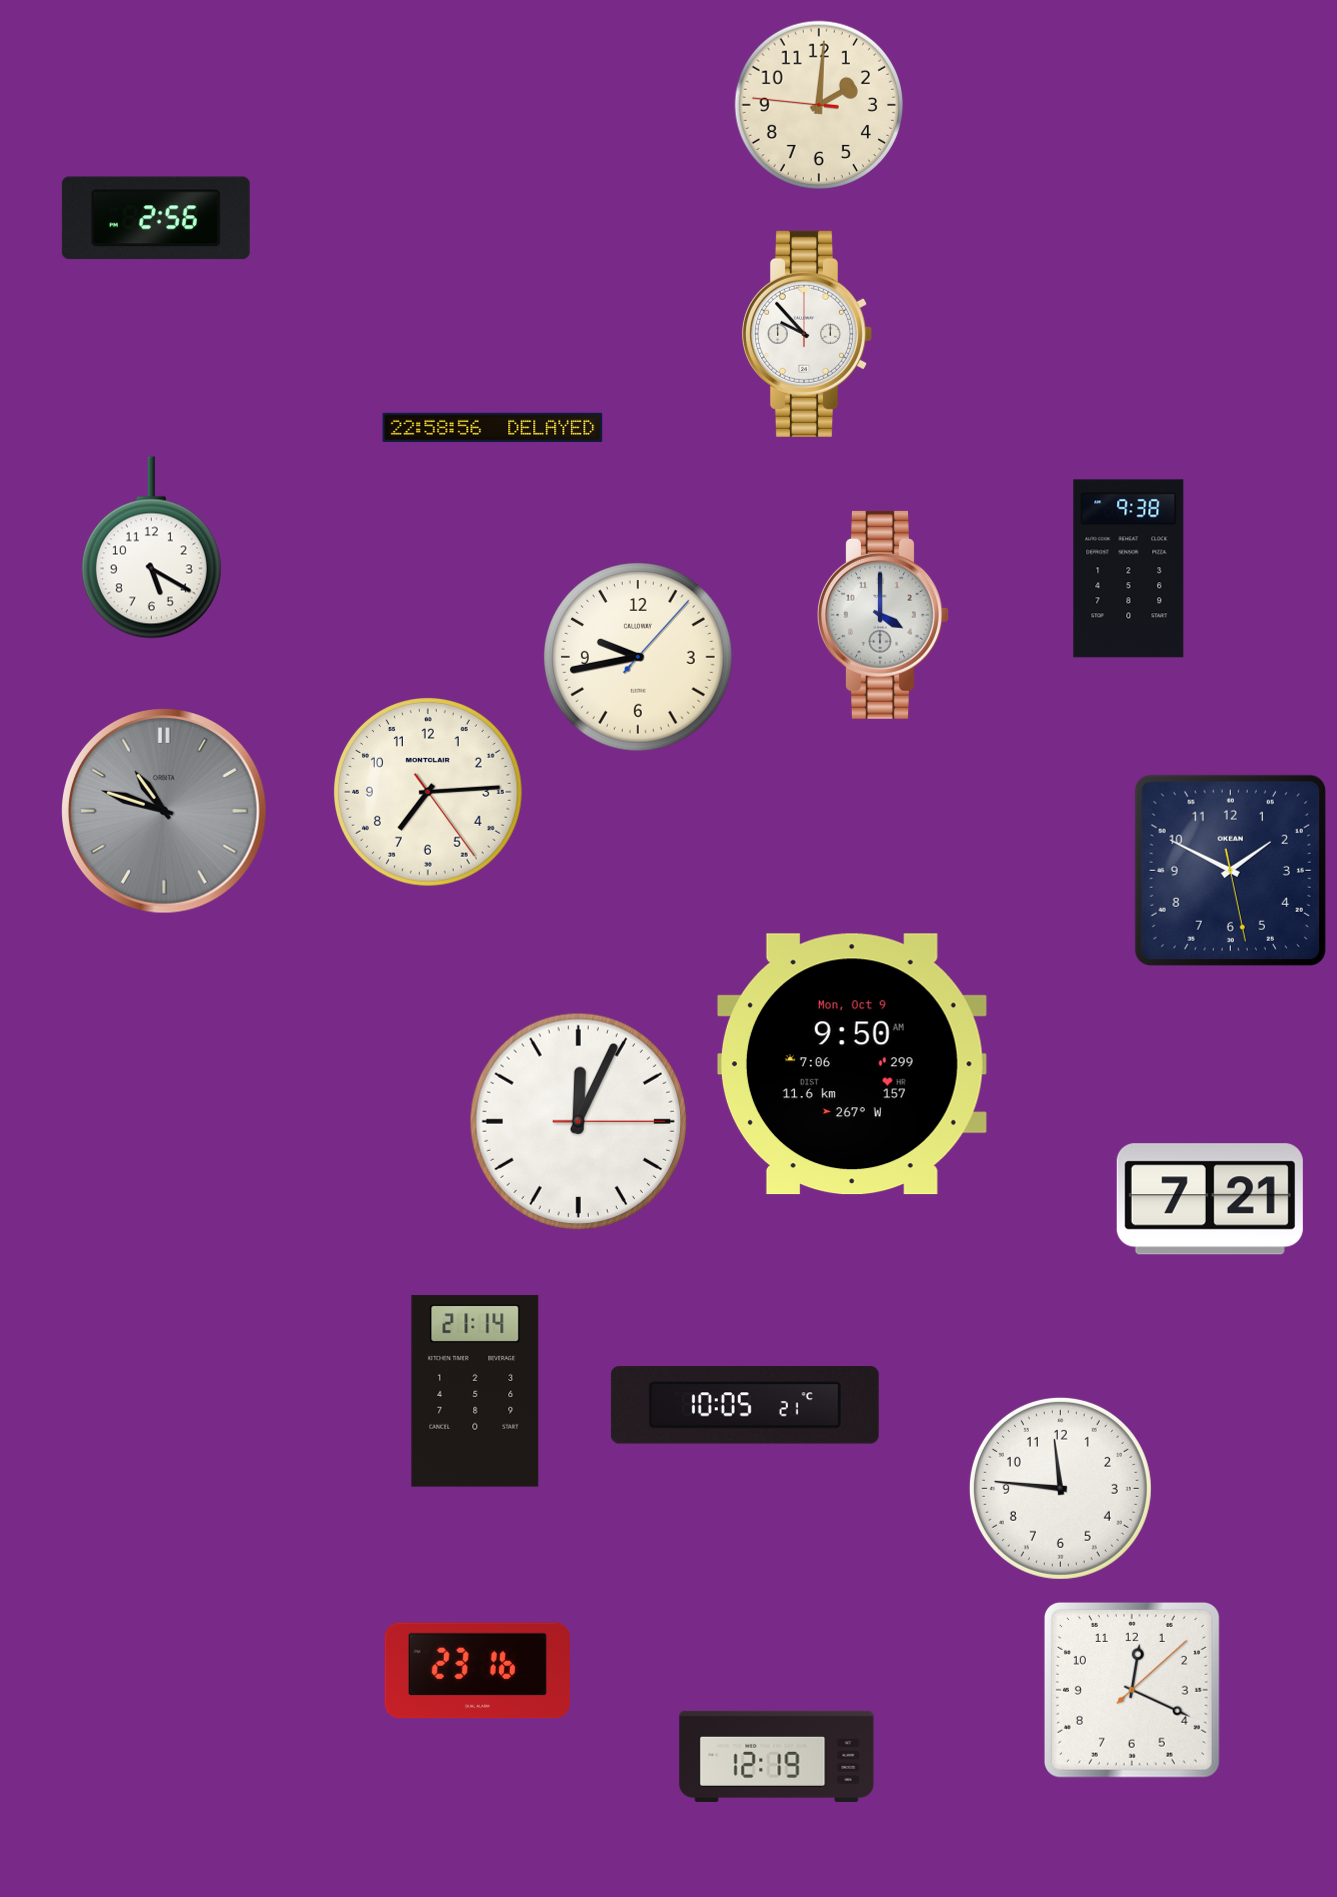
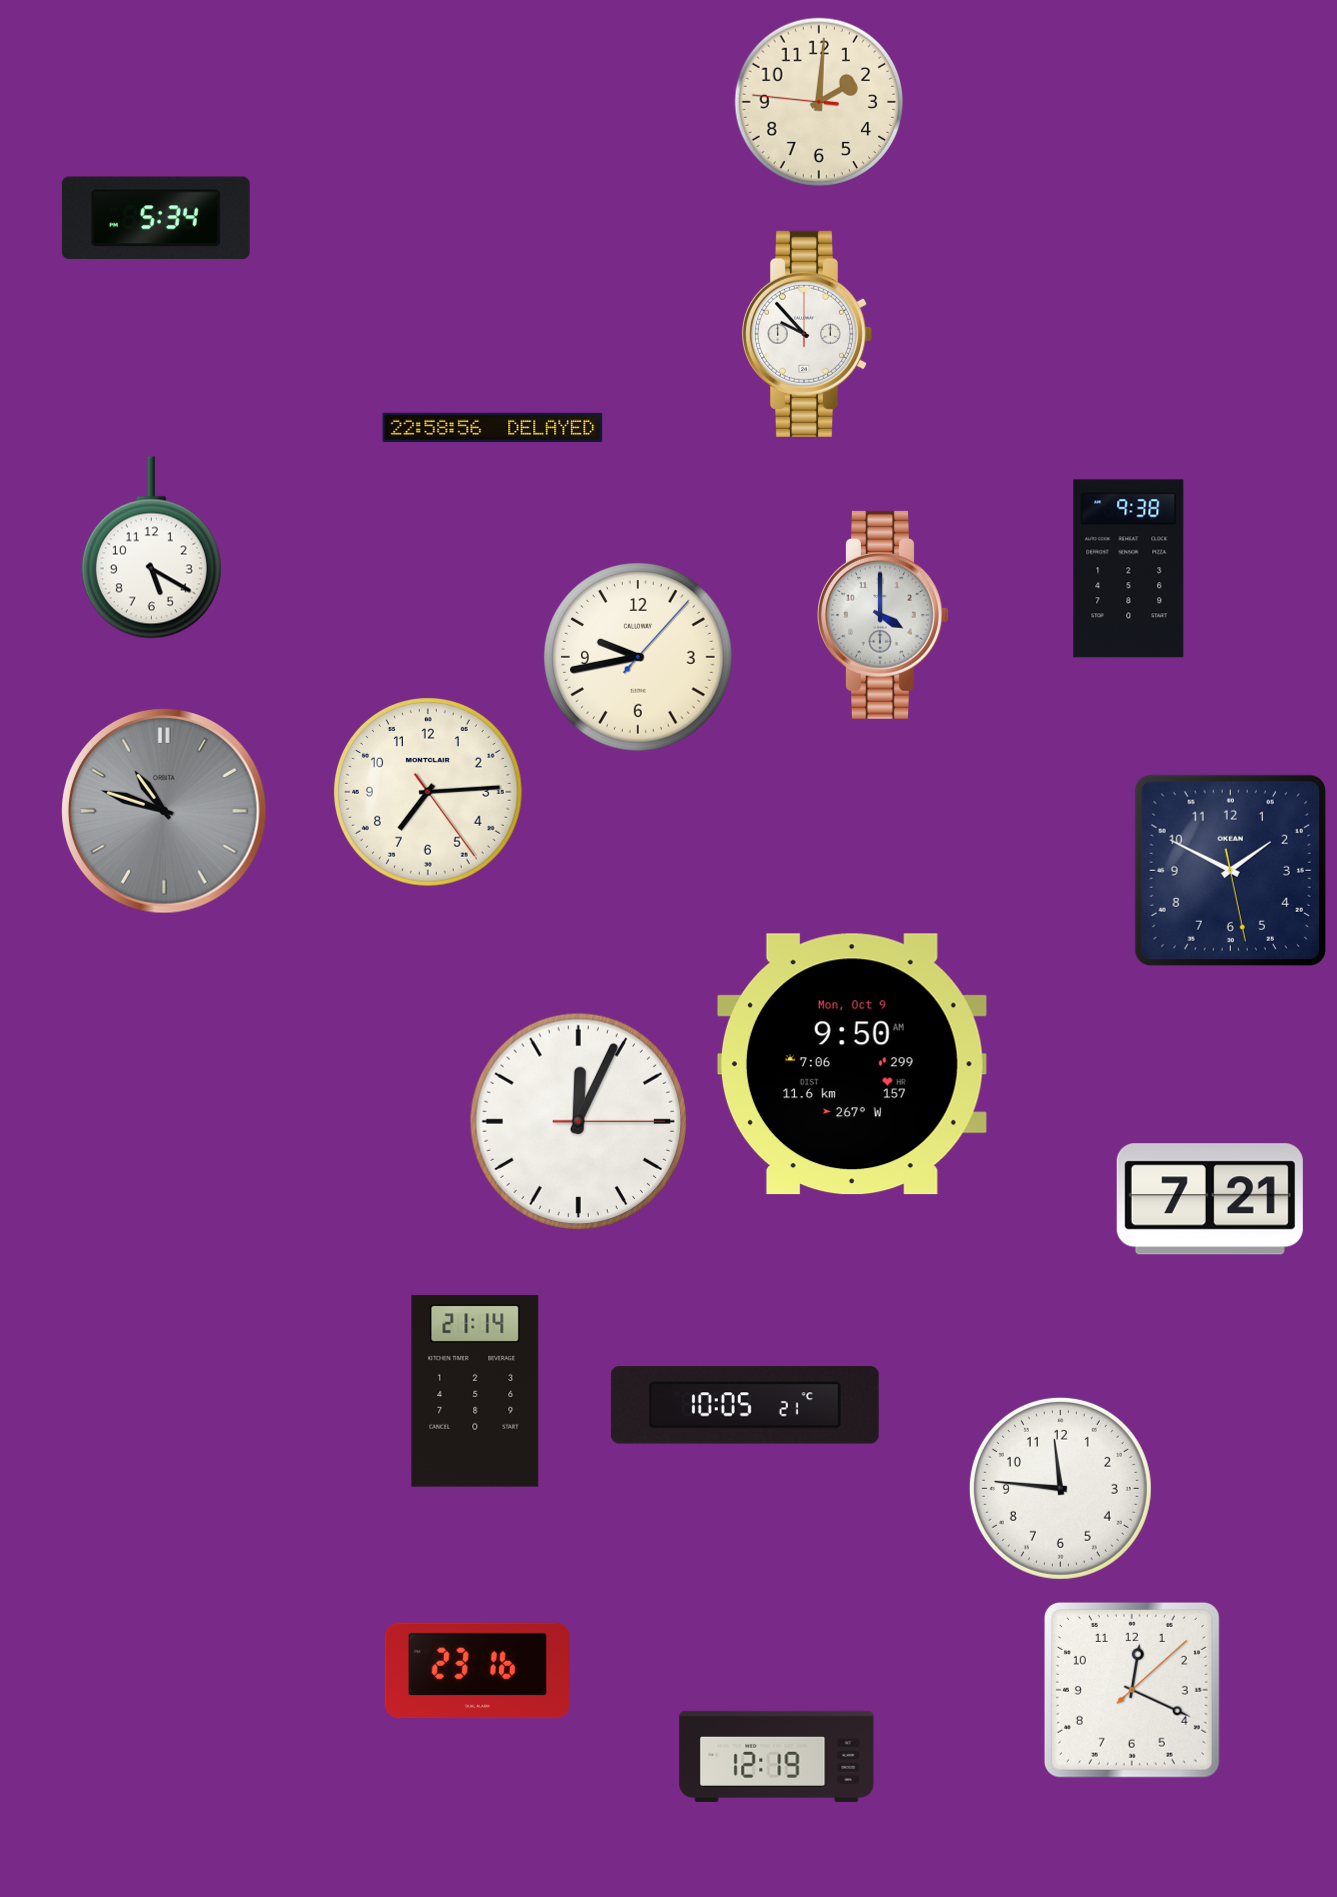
clock at (818, 104) position: (818, 104) -> (818, 101)
clock at (156, 218): 2:56 -> 5:34
